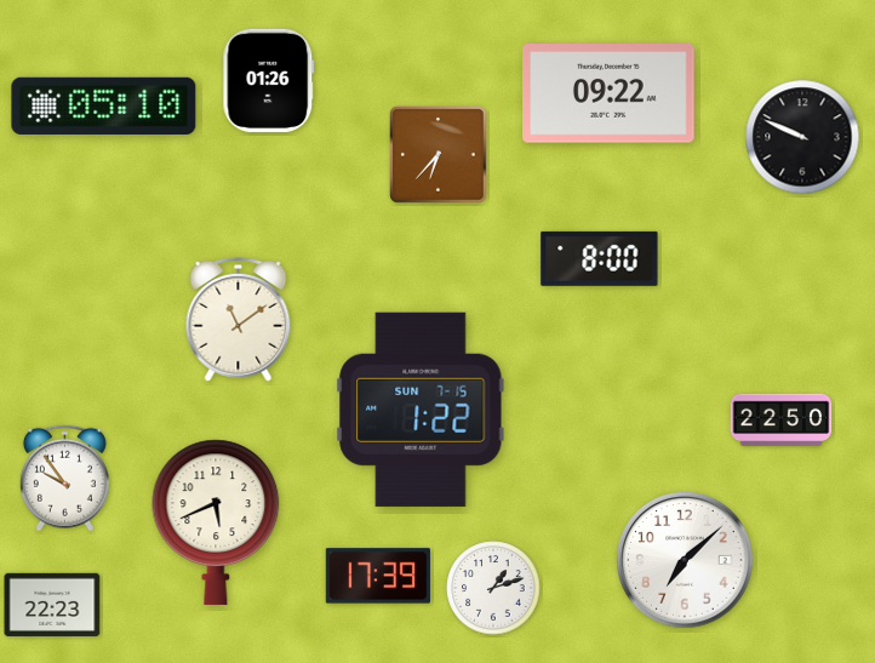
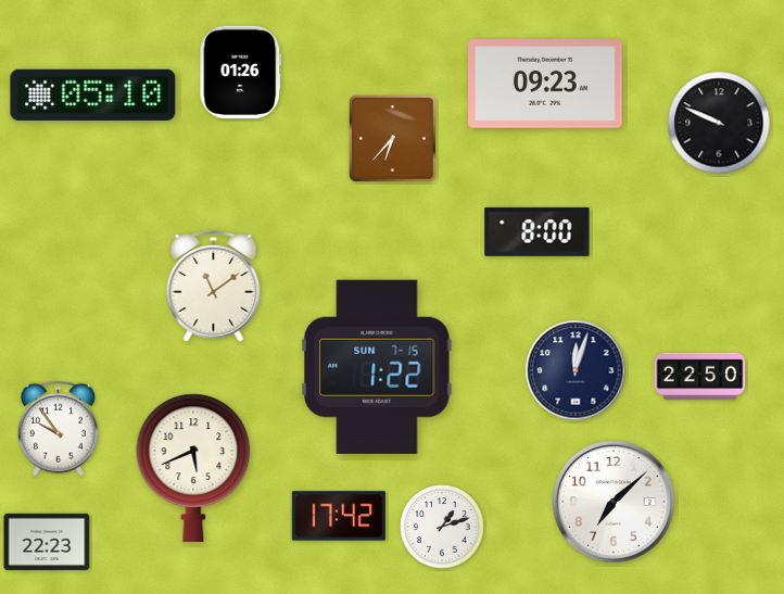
clock at (610, 93): 09:22 -> 09:23
clock at (576, 370): none -> 12:03
clock at (378, 576): 17:39 -> 17:42
